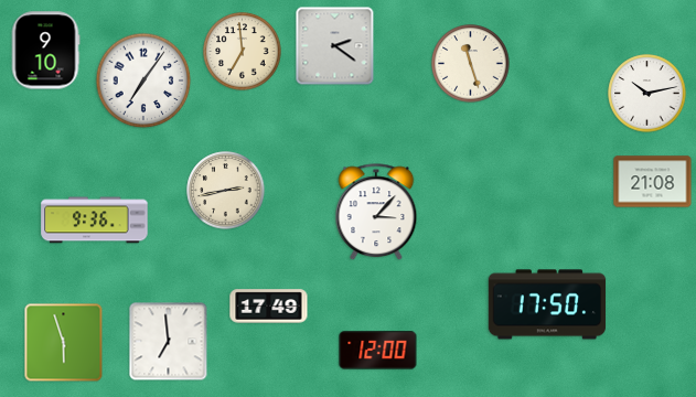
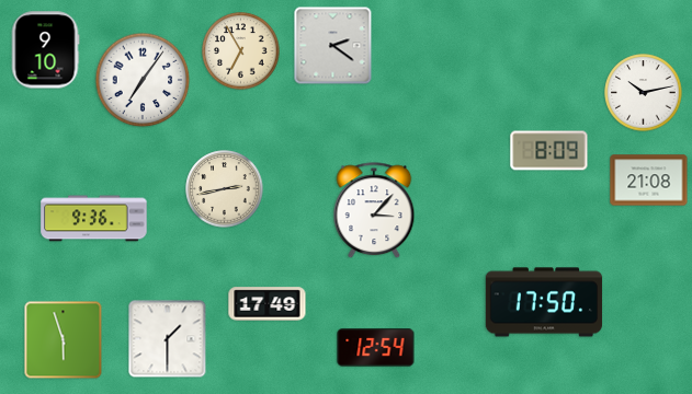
clock at (243, 52): 6:59 -> 6:55
clock at (471, 64): 11:27 -> none
clock at (549, 151): none -> 8:09
clock at (169, 342): 6:59 -> 1:30
clock at (378, 351): 12:00 -> 12:54
